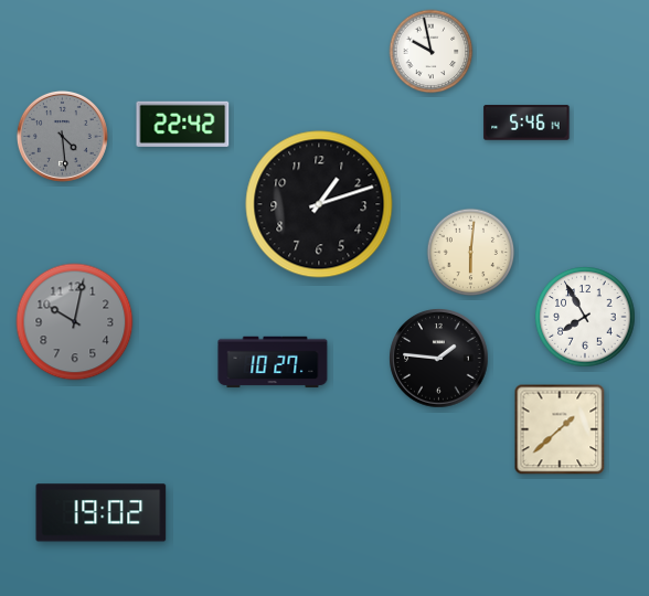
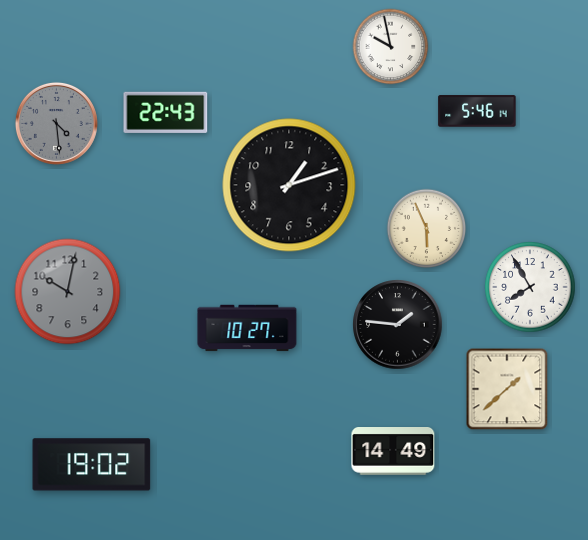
clock at (183, 124): 22:42 -> 22:43
clock at (471, 253): 6:01 -> 5:56
clock at (393, 452): none -> 14:49
